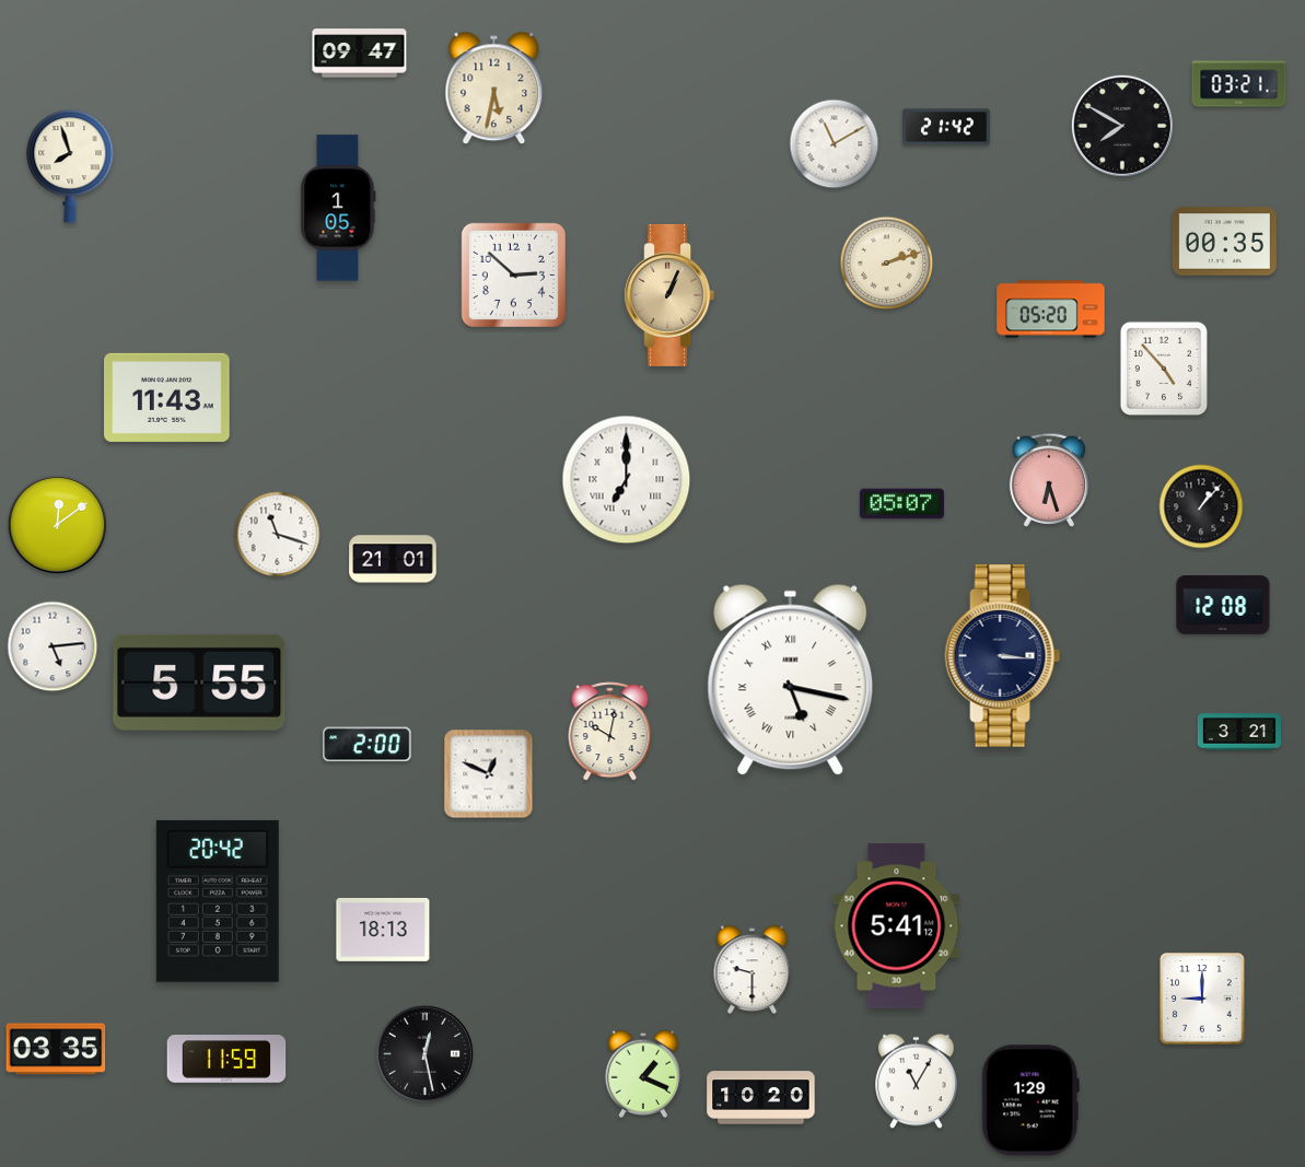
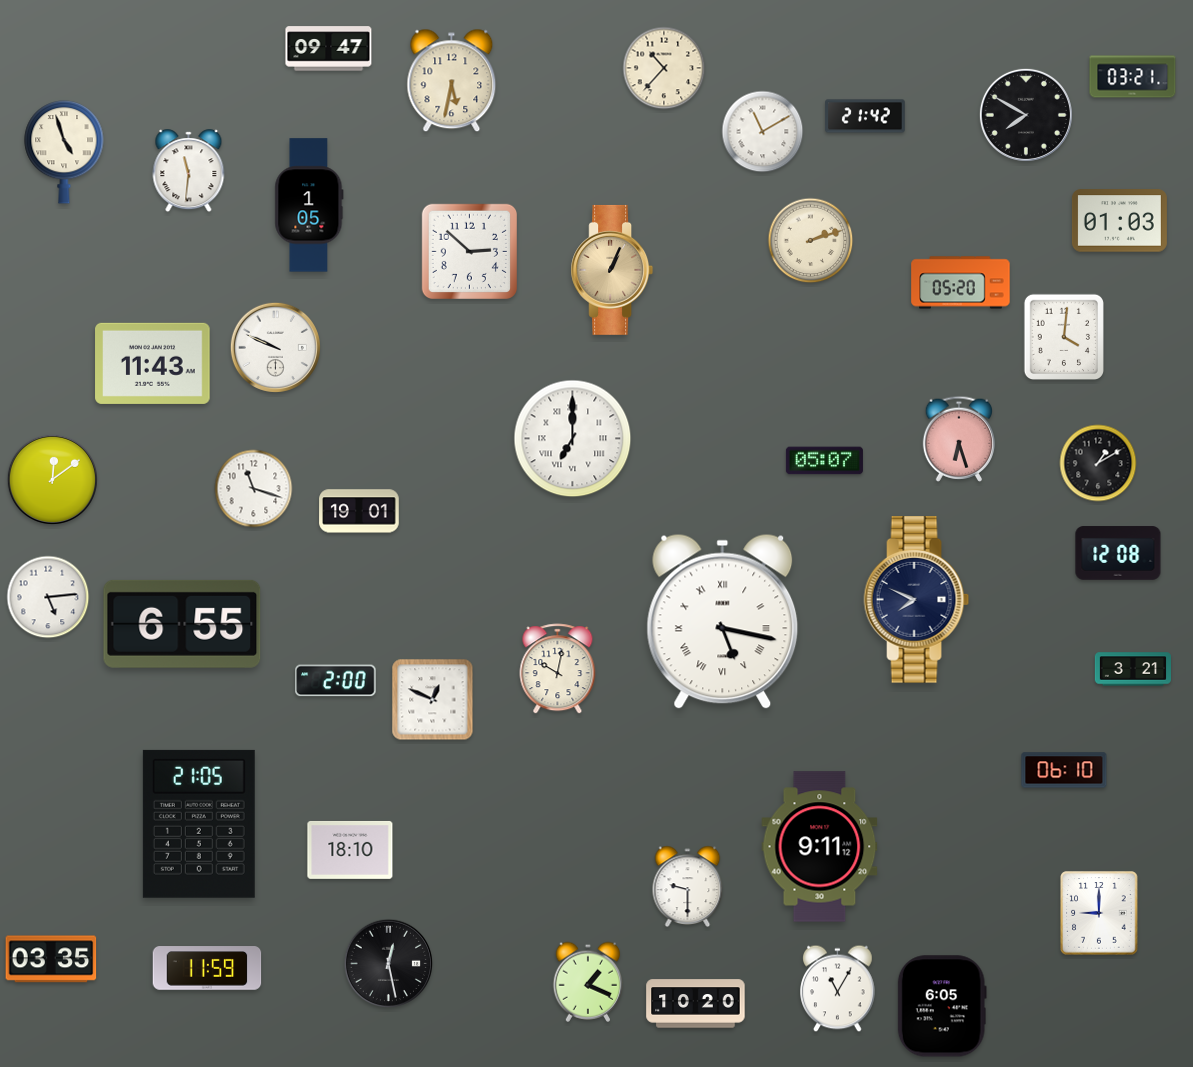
clock at (664, 68): none -> 10:37
clock at (70, 167): 7:57 -> 4:57
clock at (189, 171): none -> 11:31
clock at (338, 208) position: (338, 208) -> (309, 205)
clock at (1224, 242): 00:35 -> 01:03
clock at (1163, 367): 4:53 -> 4:01
clock at (275, 347): none -> 9:49
clock at (1201, 506): 1:07 -> 1:10
clock at (393, 559): 21:01 -> 19:01
clock at (53, 646) position: (53, 646) -> (48, 597)
clock at (1003, 656): 3:16 -> 7:49
clock at (199, 682): 5:55 -> 6:55
clock at (489, 774) position: (489, 774) -> (433, 700)
clock at (1064, 770): none -> 06:10
clock at (218, 901): 20:42 -> 21:05
clock at (897, 926): 5:41 -> 9:11
clock at (383, 930): 18:13 -> 18:10
clock at (1030, 1100): 1:29 -> 6:05
